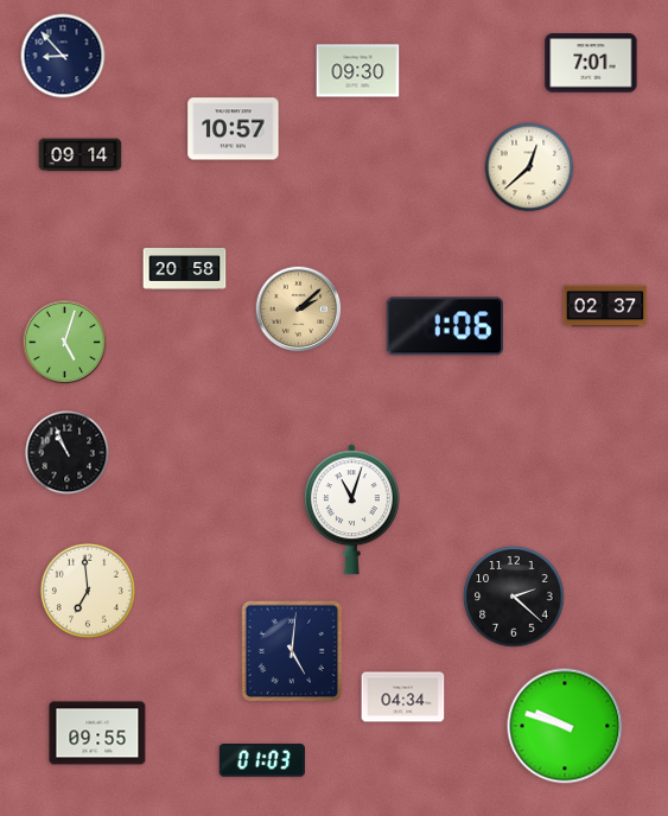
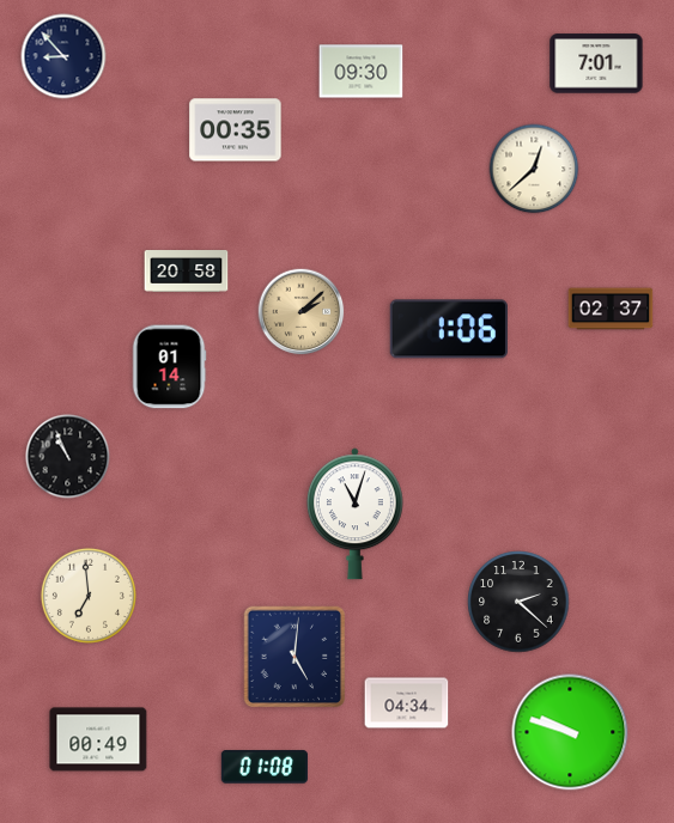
clock at (234, 129): 10:57 -> 00:35
clock at (81, 155): 09:14 -> none
clock at (65, 343): 5:03 -> none
clock at (169, 367): none -> 01:14
clock at (97, 733): 09:55 -> 00:49
clock at (262, 760): 01:03 -> 01:08
